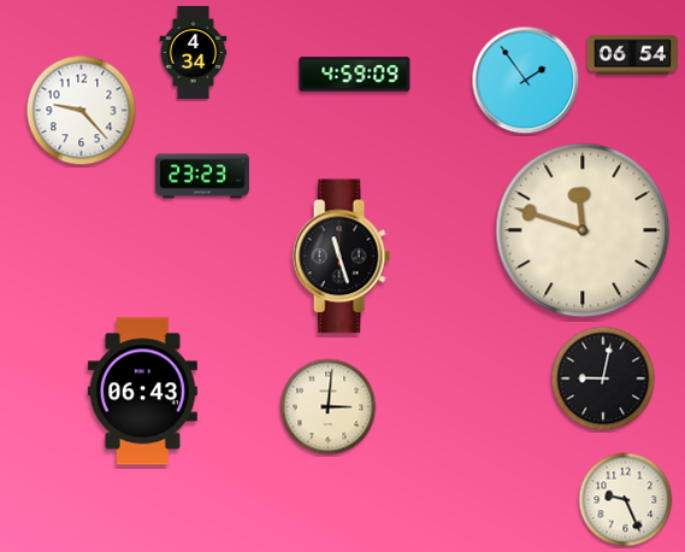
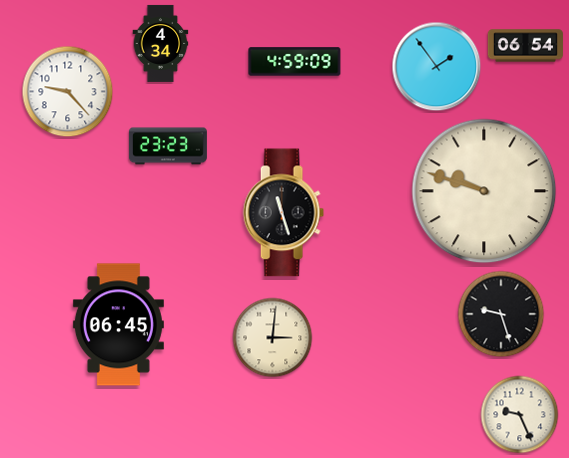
clock at (583, 230): 11:48 -> 9:48
clock at (603, 378): 9:02 -> 9:27
clock at (142, 392): 06:43 -> 06:45
